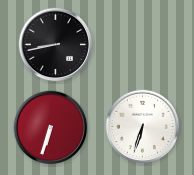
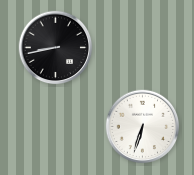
clock at (56, 45) position: (56, 45) -> (56, 48)
clock at (51, 128): 6:33 -> none
